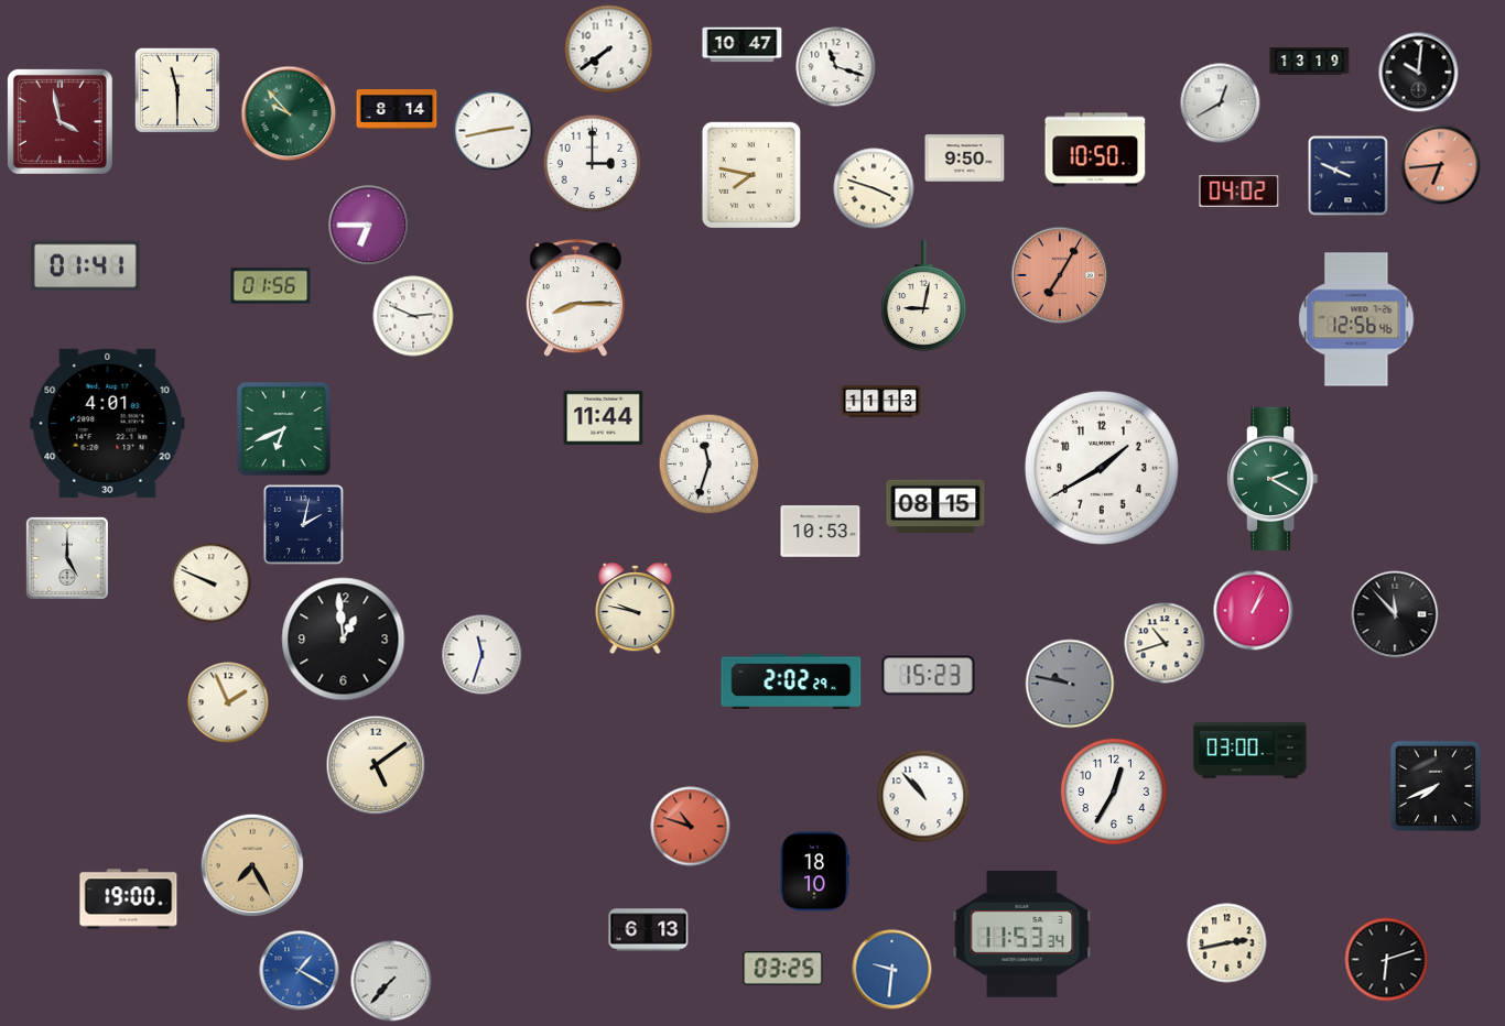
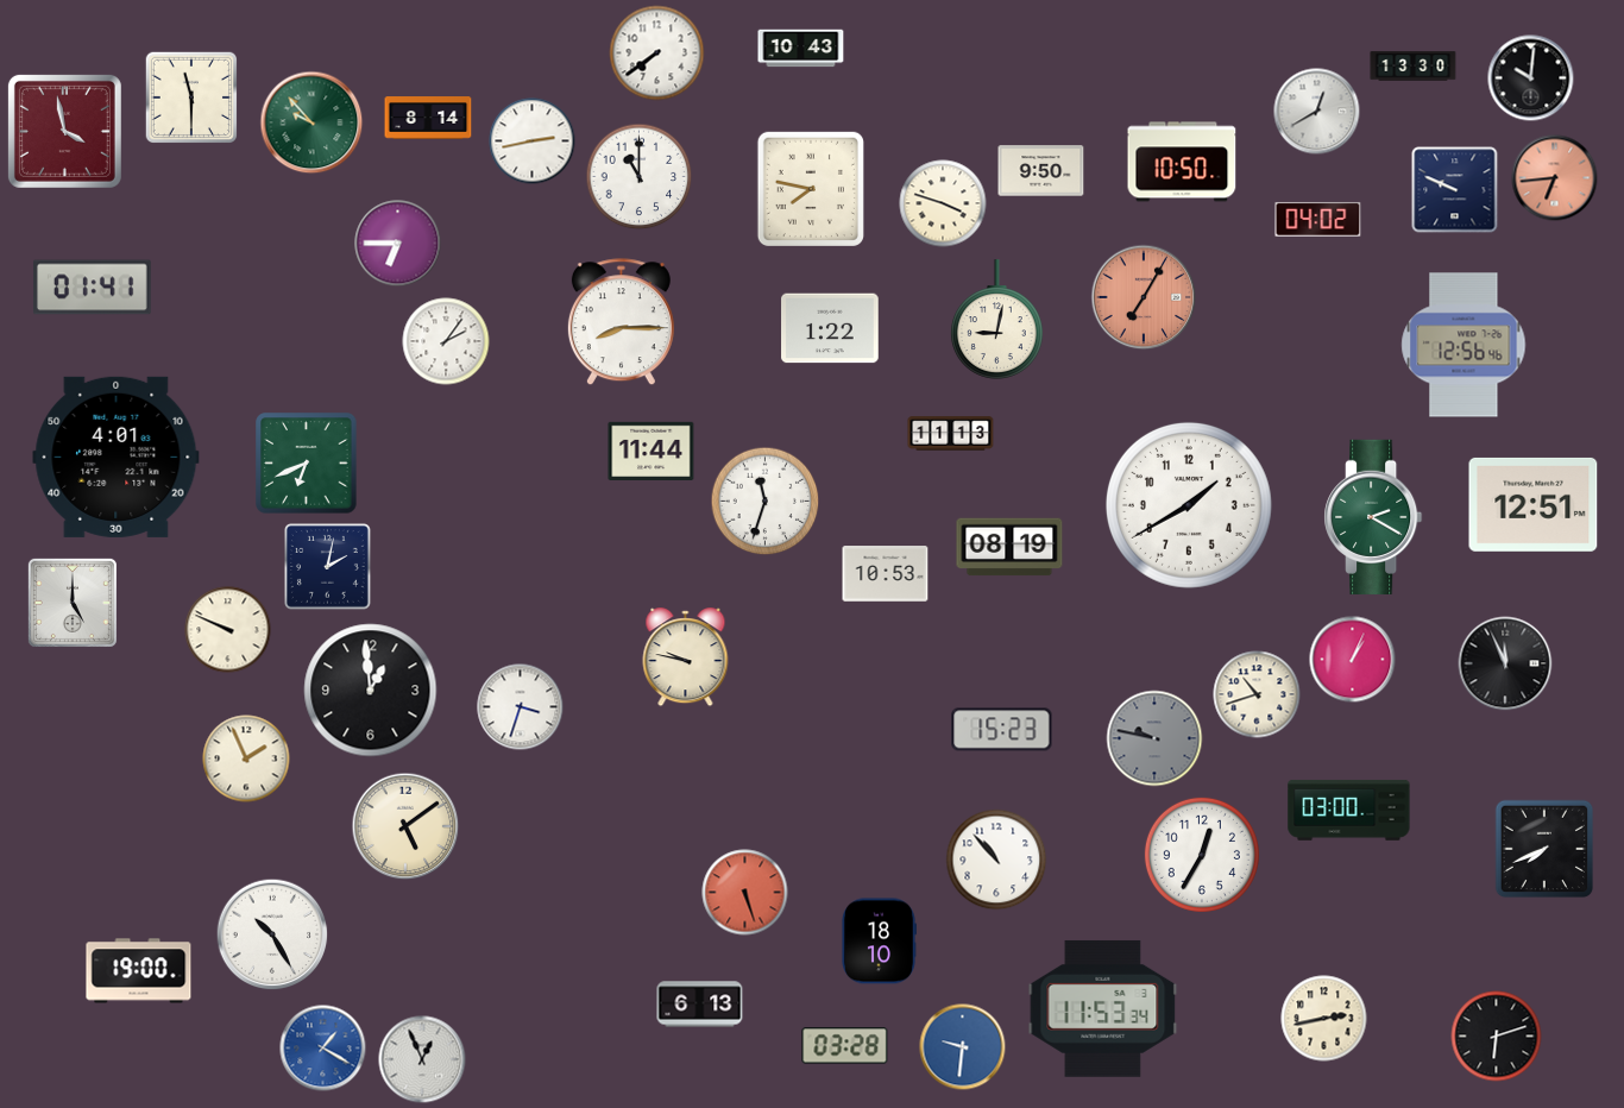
clock at (743, 45): 10:47 -> 10:43
clock at (1310, 62): 13:19 -> 13:30
clock at (836, 67): 11:18 -> none
clock at (593, 164): 3:00 -> 11:00
clock at (1239, 190) position: (1239, 190) -> (1318, 219)
clock at (271, 286): 01:56 -> none
clock at (830, 328): none -> 1:22
clock at (413, 316): 2:49 -> 2:06
clock at (1534, 504): none -> 12:51
clock at (935, 506): 08:15 -> 08:19
clock at (1395, 614): 11:53 -> 11:56
clock at (483, 655): 11:33 -> 3:33
clock at (791, 681): 2:02 -> none
clock at (1436, 786) position: (1436, 786) -> (1544, 849)
clock at (691, 827): 10:48 -> 5:27
clock at (252, 865): 7:25 -> 10:25
clock at (252, 865) dial: champagne -> white
clock at (783, 969): 03:25 -> 03:28
clock at (391, 981): 7:37 -> 12:56
